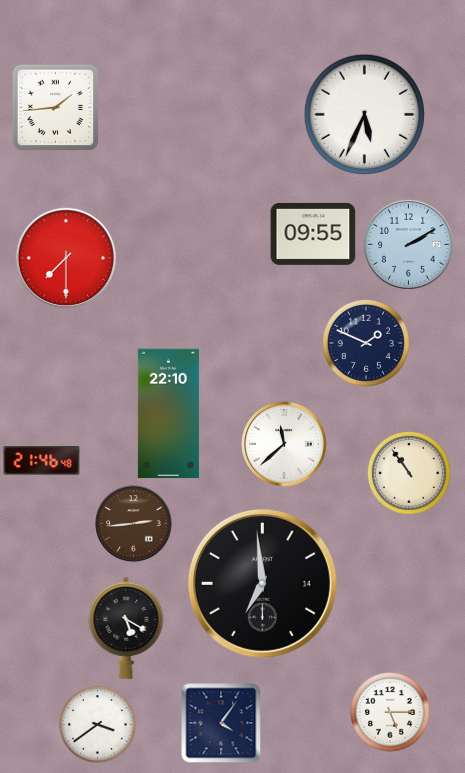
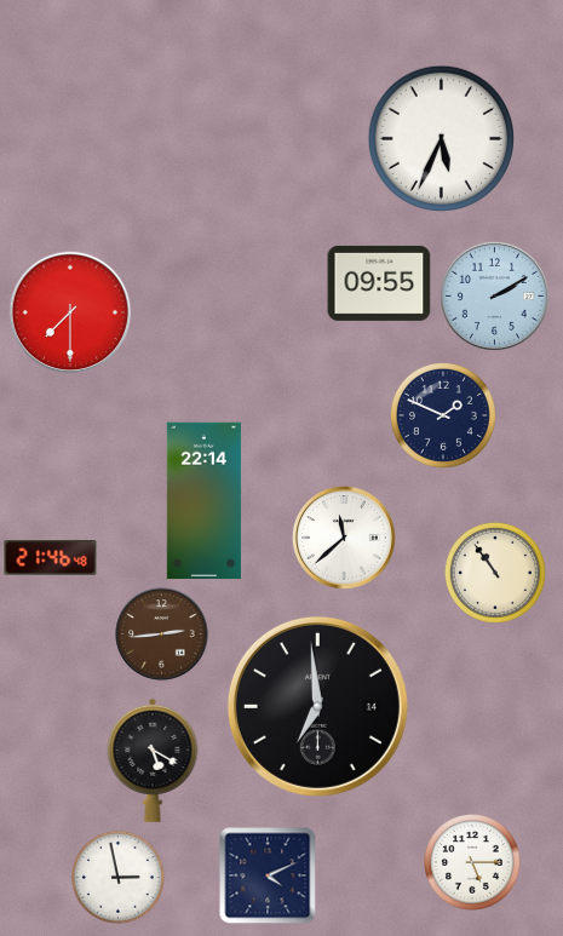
clock at (55, 107): 1:44 -> none
clock at (66, 258) position: (66, 258) -> (70, 312)
clock at (168, 414): 22:10 -> 22:14
clock at (221, 723): 4:06 -> 4:11
clock at (98, 725): 3:39 -> 2:58
